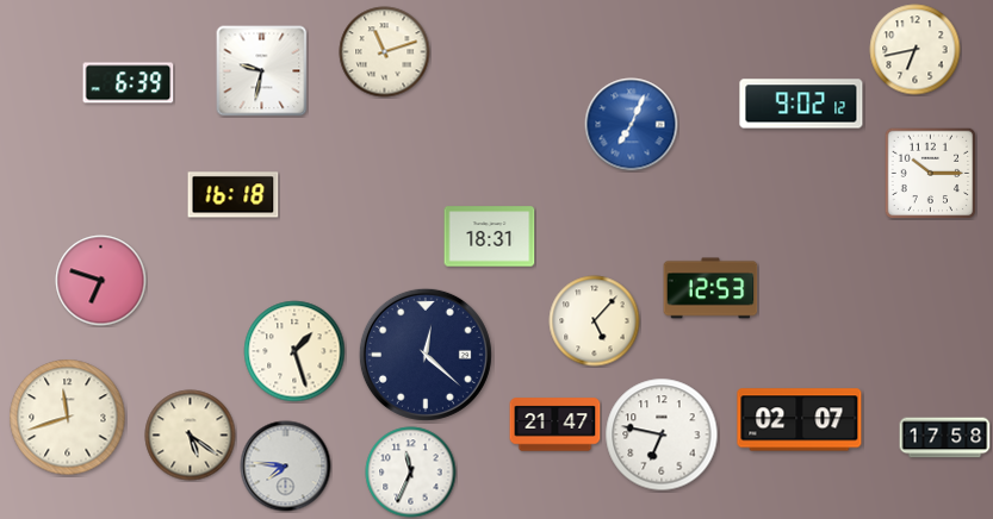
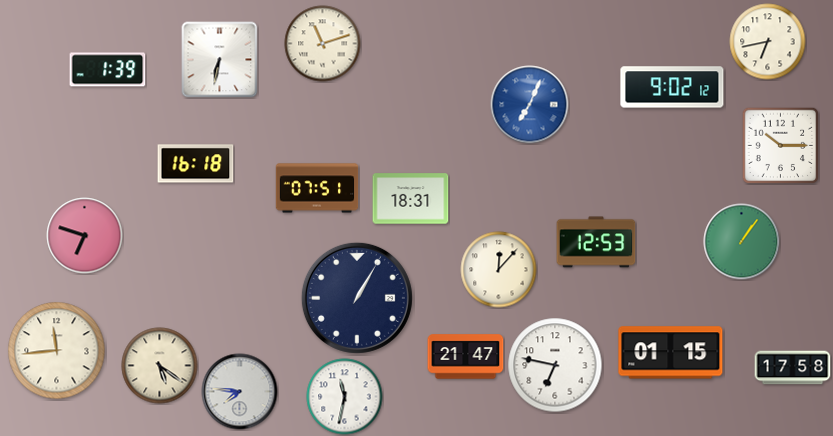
clock at (262, 71): 9:32 -> 6:32
clock at (129, 83): 6:39 -> 1:39
clock at (317, 188): none -> 07:51
clock at (742, 242): none -> 1:06
clock at (595, 321): 5:07 -> 12:07
clock at (294, 351): 1:27 -> none
clock at (426, 355): 12:22 -> 1:05
clock at (68, 418): 11:42 -> 11:44
clock at (800, 420): 02:07 -> 01:15
clock at (411, 473): 11:34 -> 11:32
